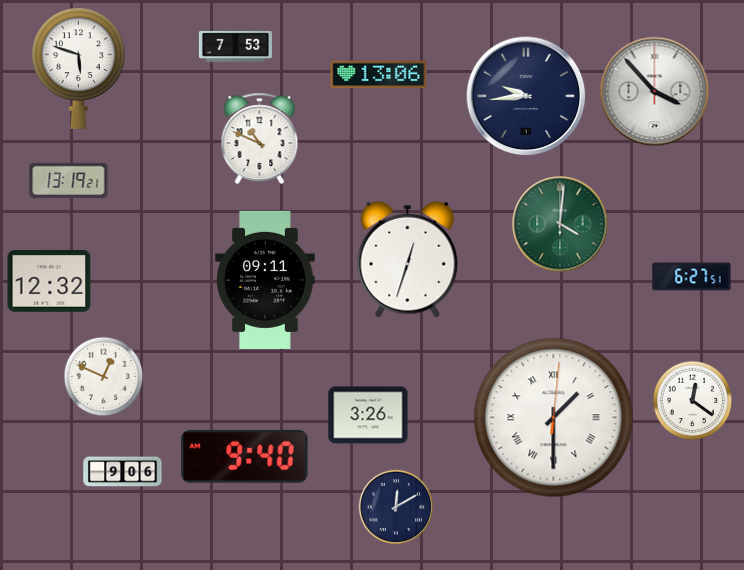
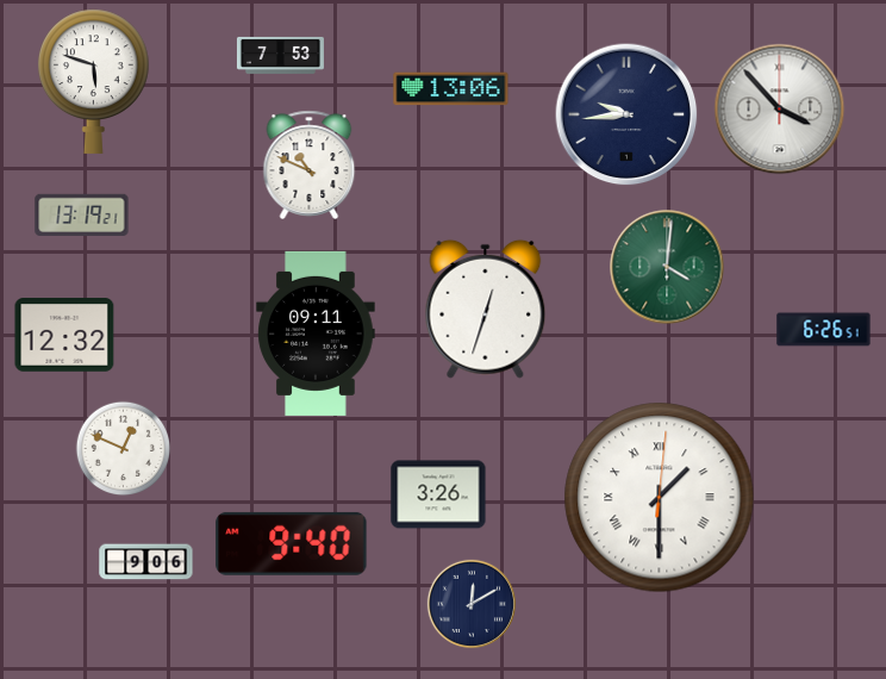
clock at (692, 277): 6:27 -> 6:26
clock at (49, 282) position: (49, 282) -> (64, 336)
clock at (693, 401): 12:21 -> none
